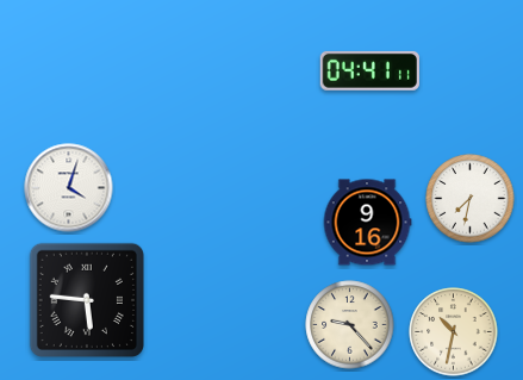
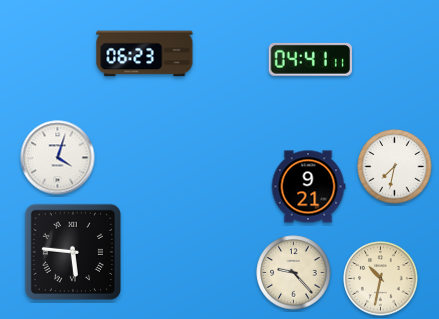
clock at (145, 54): none -> 06:23
clock at (367, 223): 9:16 -> 9:21
